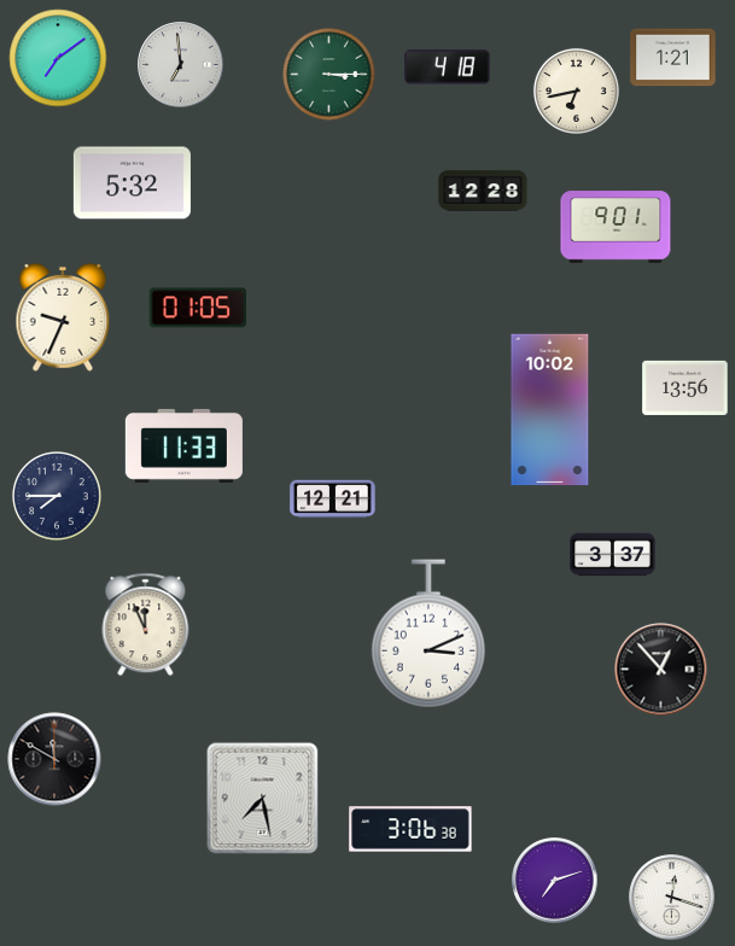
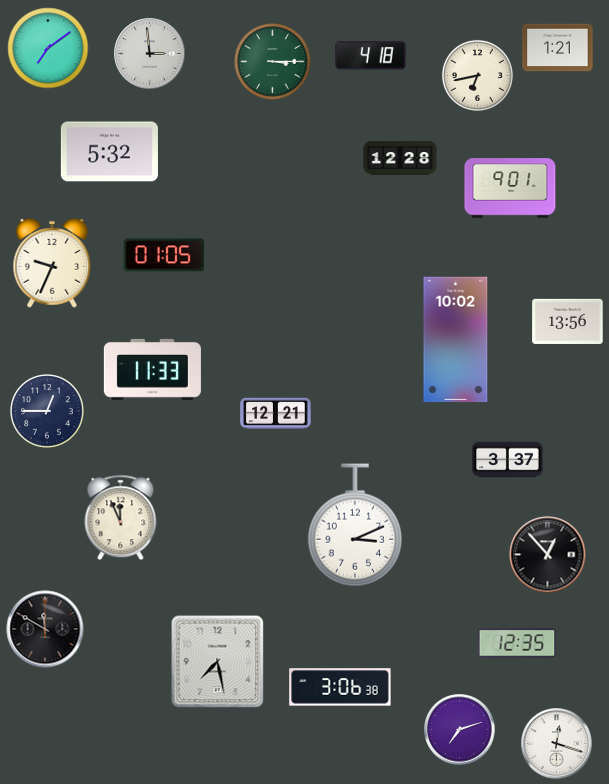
clock at (181, 65): 6:59 -> 2:59
clock at (57, 496): 7:45 -> 12:45
clock at (517, 643): none -> 12:35
